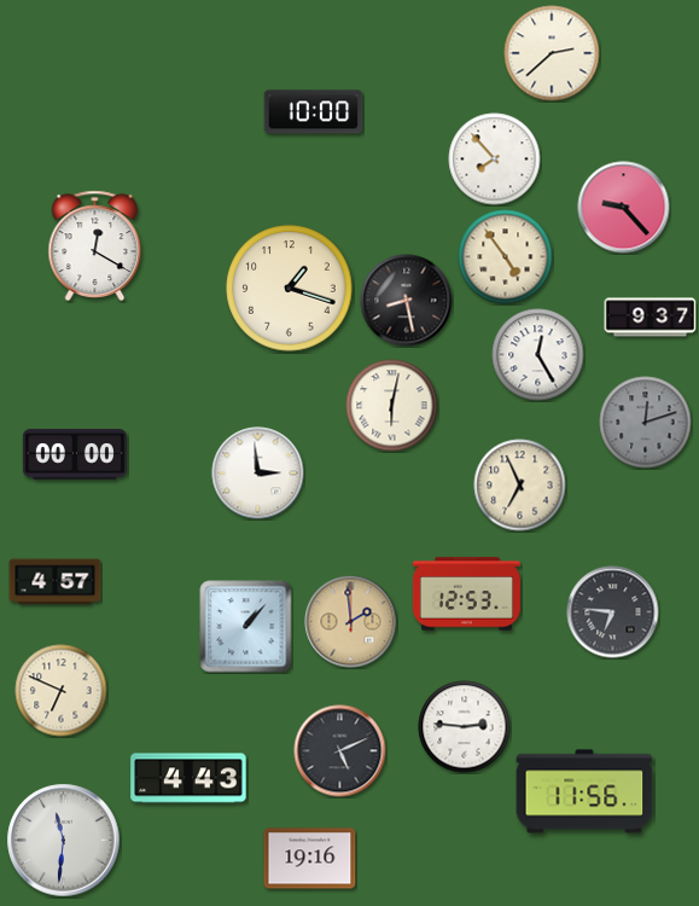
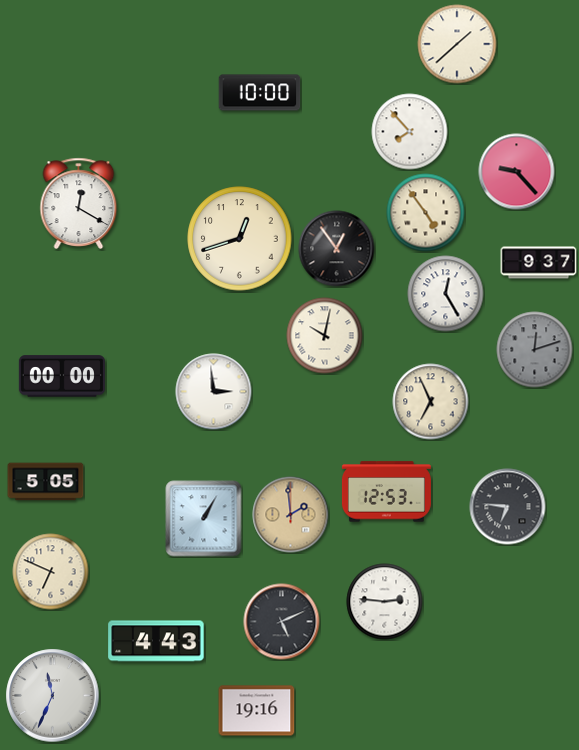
clock at (552, 53): 2:38 -> 1:38
clock at (506, 257) position: (506, 257) -> (426, 213)
clock at (290, 289): 1:18 -> 12:42
clock at (407, 301): 8:28 -> 12:54
clock at (392, 406): 6:02 -> 10:02
clock at (56, 582): 4:57 -> 5:05
clock at (246, 627): 1:07 -> 1:05
clock at (188, 778) position: (188, 778) -> (156, 641)
clock at (584, 791): 11:56 -> none
clock at (64, 841): 11:31 -> 11:34
